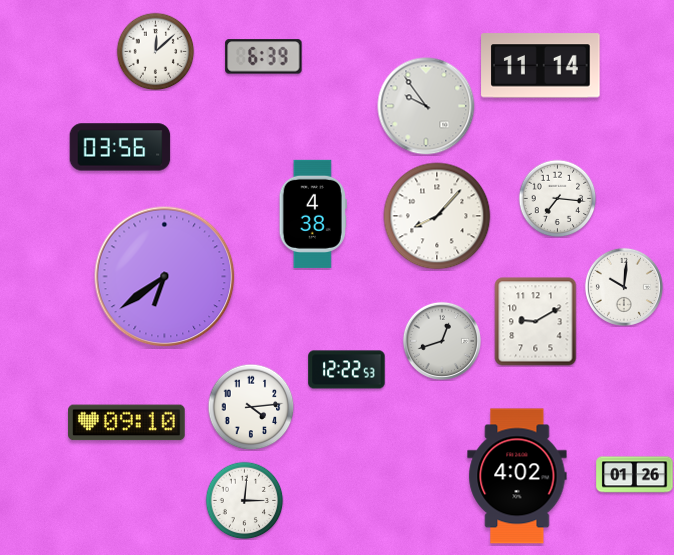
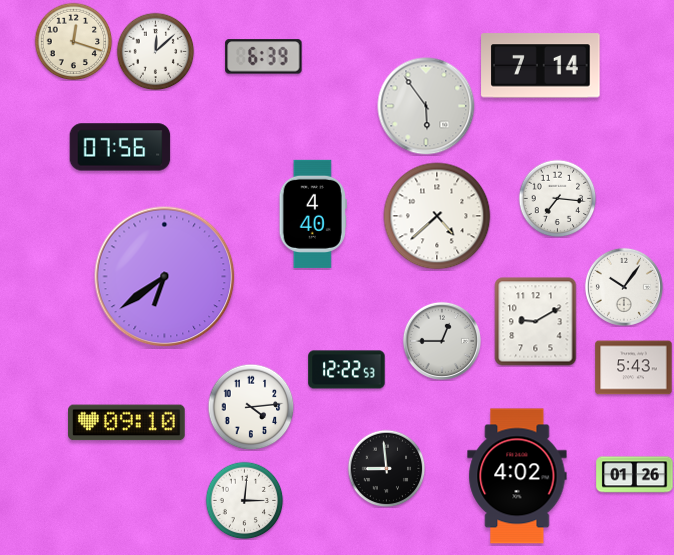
clock at (73, 41): none -> 12:18
clock at (541, 66): 11:14 -> 7:14
clock at (426, 106): 9:54 -> 5:54
clock at (120, 147): 03:56 -> 07:56
clock at (313, 214): 4:38 -> 4:40
clock at (437, 216): 8:07 -> 4:38
clock at (624, 287): 10:01 -> 10:06
clock at (442, 341): 12:42 -> 12:45
clock at (634, 368): none -> 5:43
clock at (386, 468): none -> 8:59
